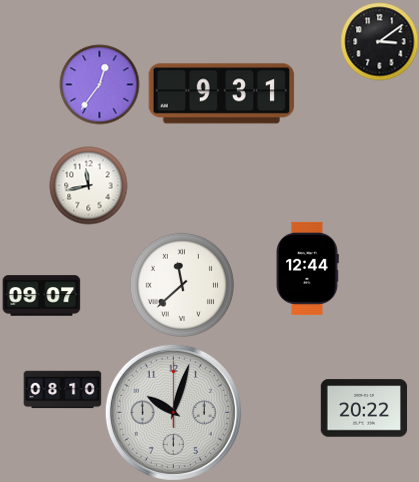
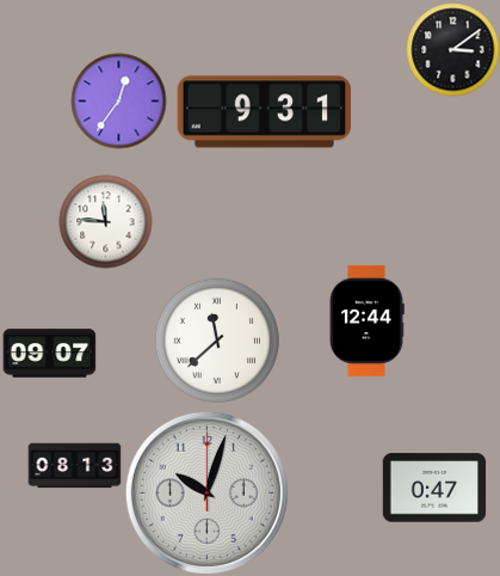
clock at (88, 185): 11:43 -> 11:46
clock at (62, 390): 08:10 -> 08:13
clock at (364, 408): 20:22 -> 0:47
